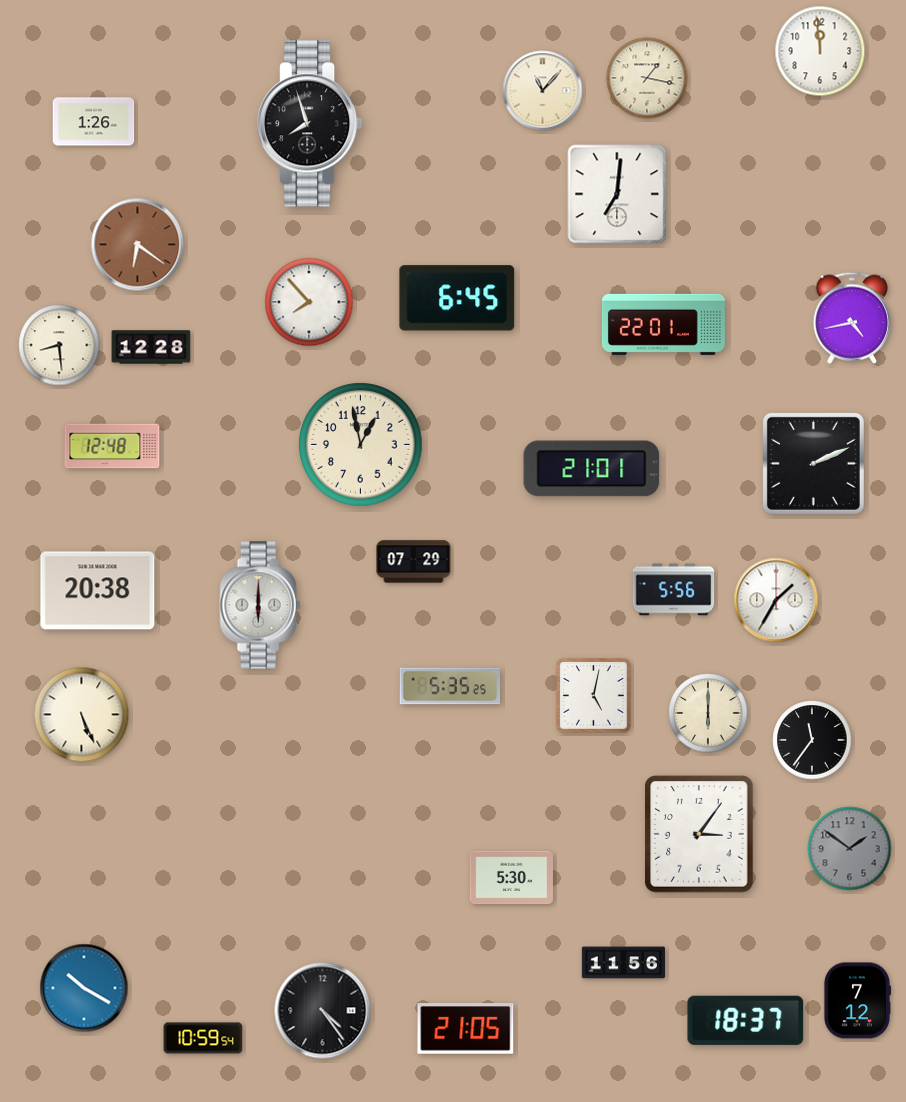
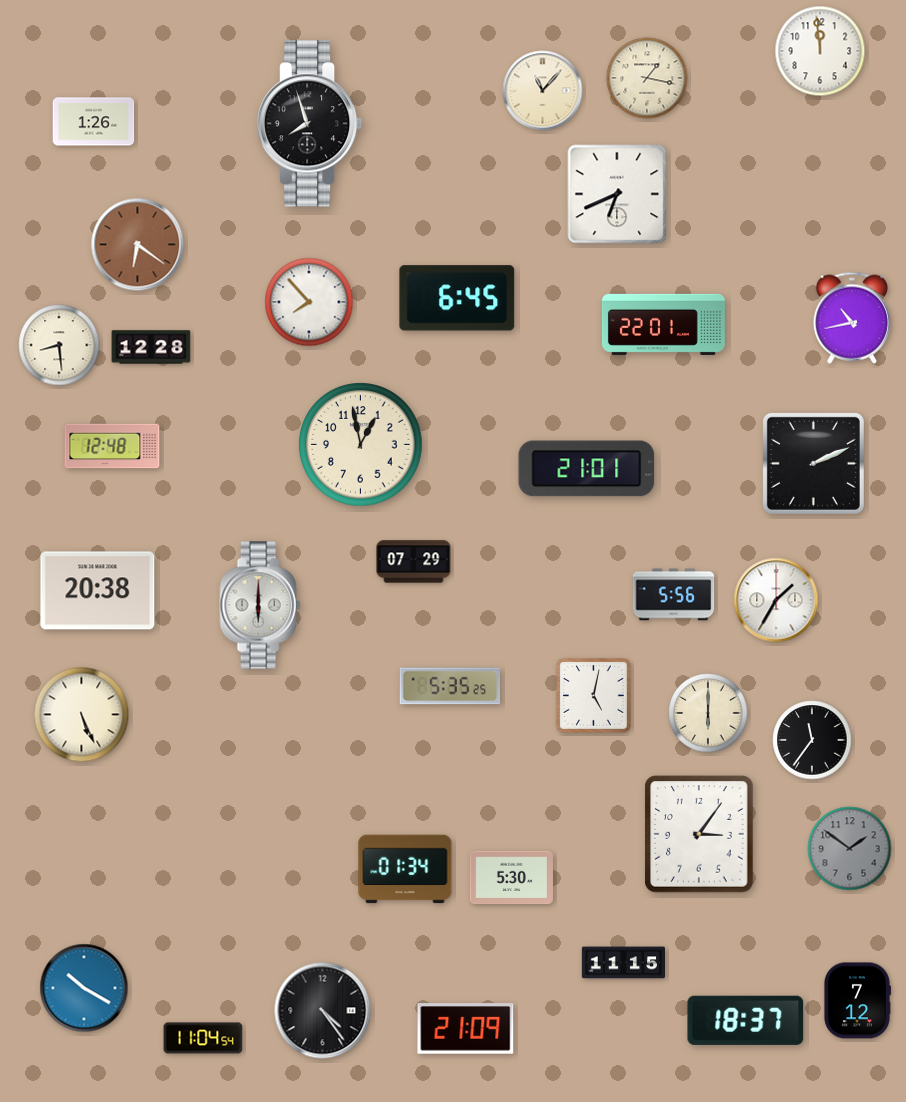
clock at (617, 194): 7:01 -> 6:41
clock at (852, 318): 4:43 -> 10:43
clock at (592, 469) position: (592, 469) -> (587, 469)
clock at (674, 590) position: (674, 590) -> (674, 595)
clock at (405, 869): none -> 01:34
clock at (623, 963): 11:56 -> 11:15
clock at (466, 1029): 21:05 -> 21:09
clock at (203, 1038): 10:59 -> 11:04
